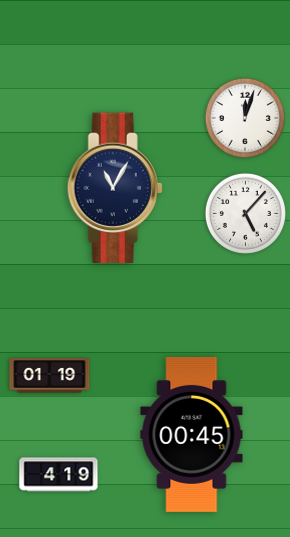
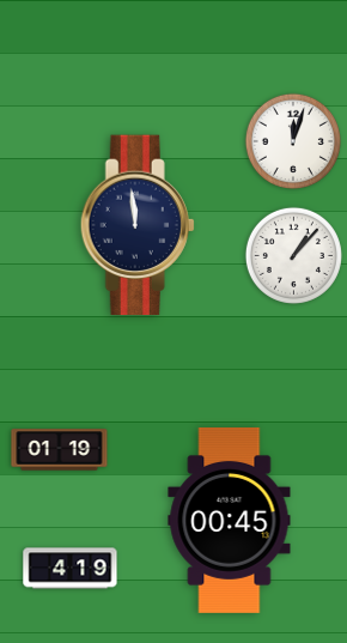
clock at (115, 188): 11:05 -> 11:59
clock at (245, 213): 5:07 -> 1:07
